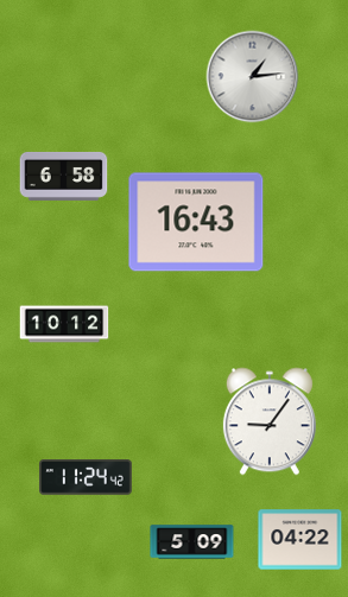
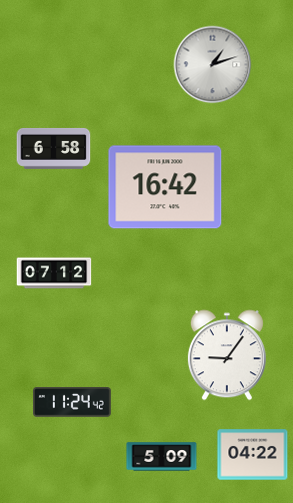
clock at (253, 77): 1:14 -> 1:12
clock at (196, 222): 16:43 -> 16:42
clock at (64, 324): 10:12 -> 07:12
